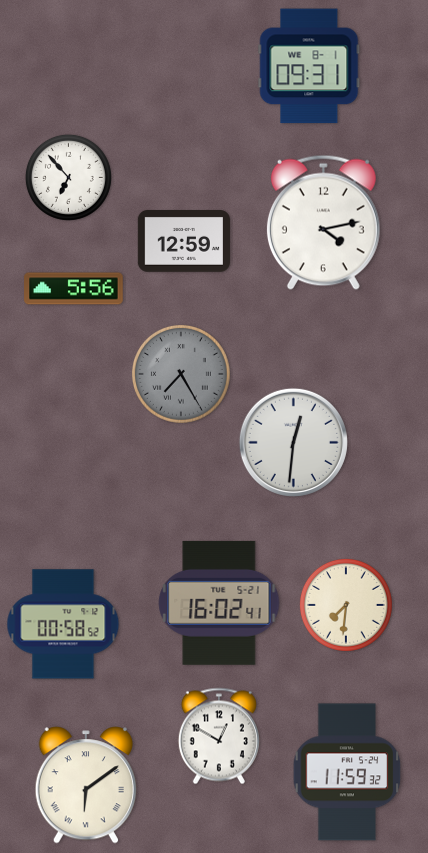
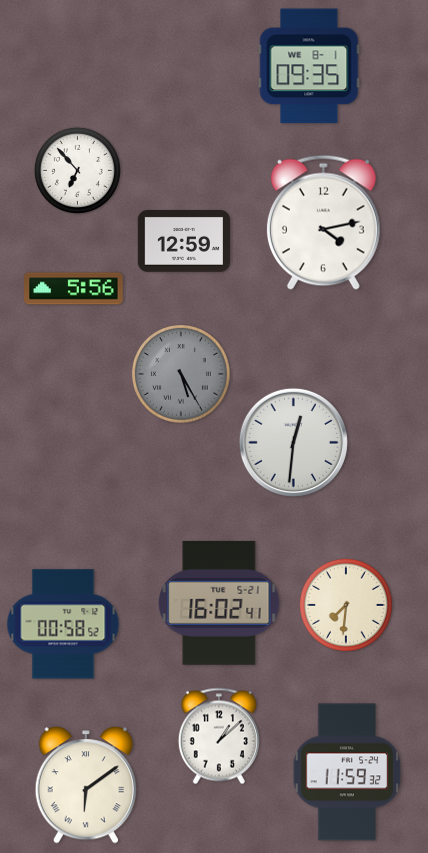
clock at (309, 66): 09:31 -> 09:35
clock at (68, 177) position: (68, 177) -> (77, 170)
clock at (181, 374): 7:25 -> 5:25
clock at (219, 736): 12:50 -> 1:08
